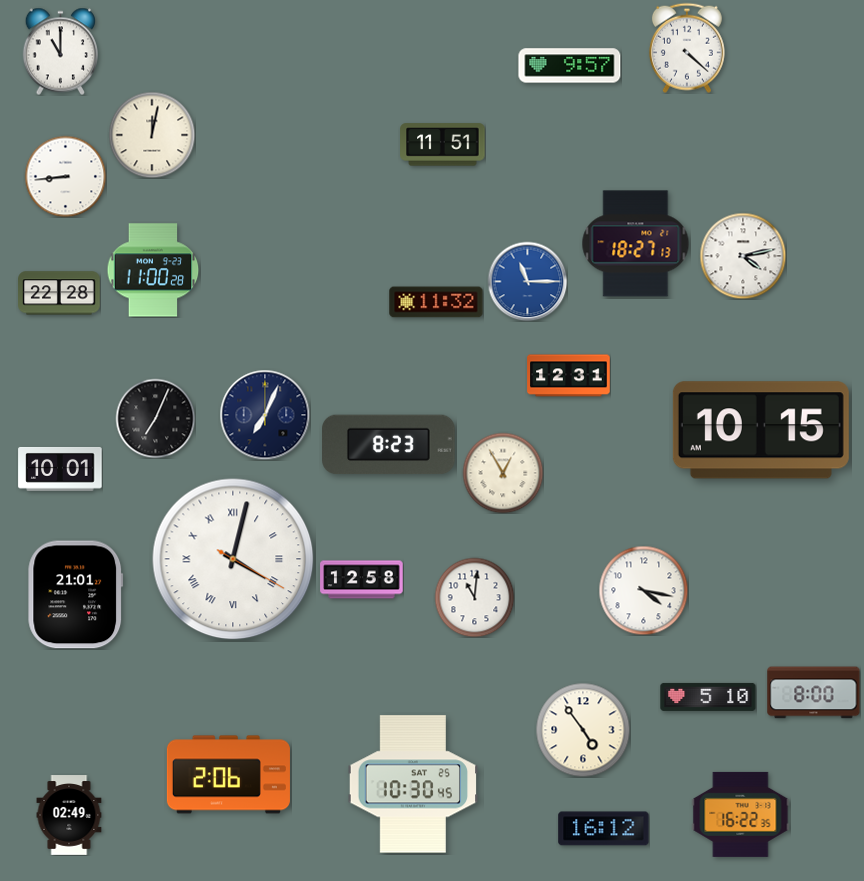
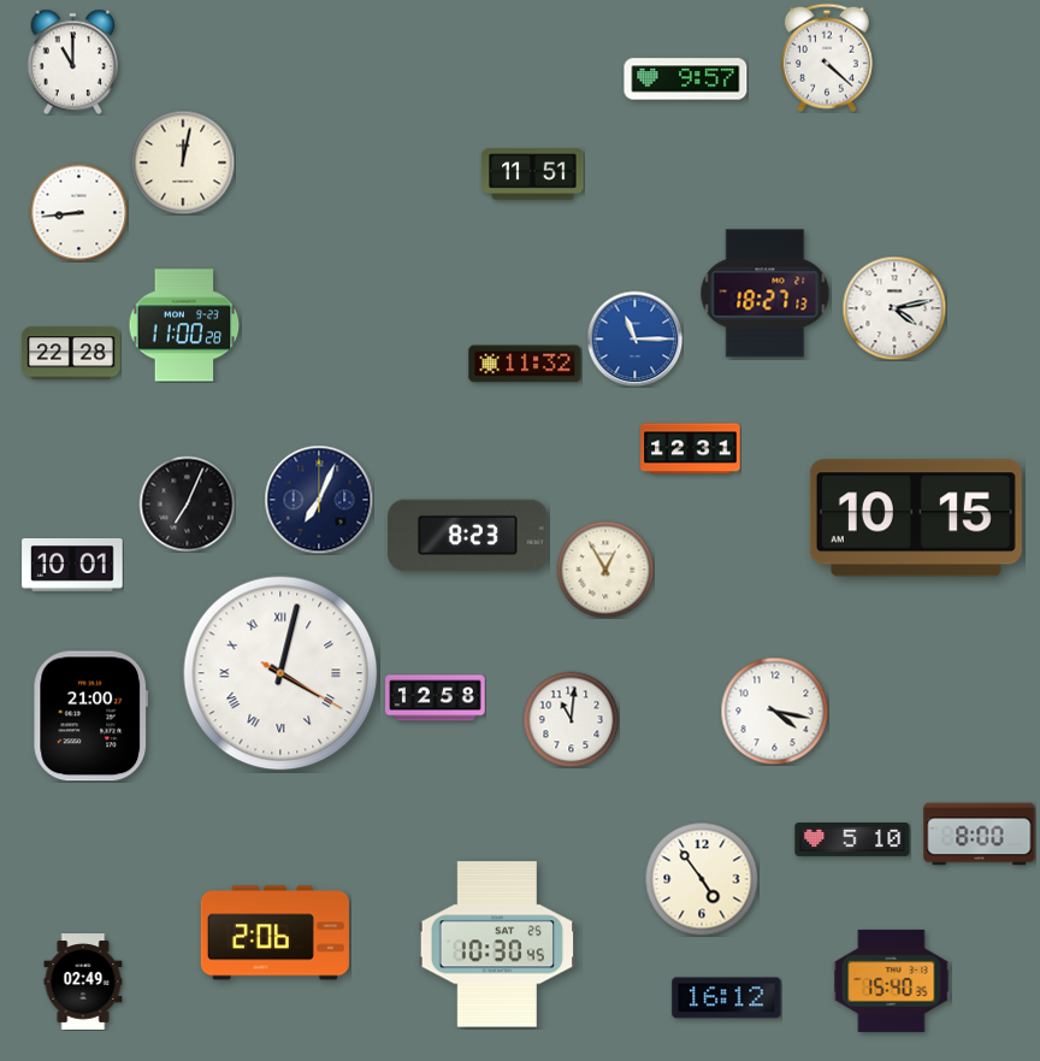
clock at (569, 376) position: (569, 376) -> (691, 449)
clock at (76, 595): 21:01 -> 21:00
clock at (741, 814): 16:22 -> 15:40
